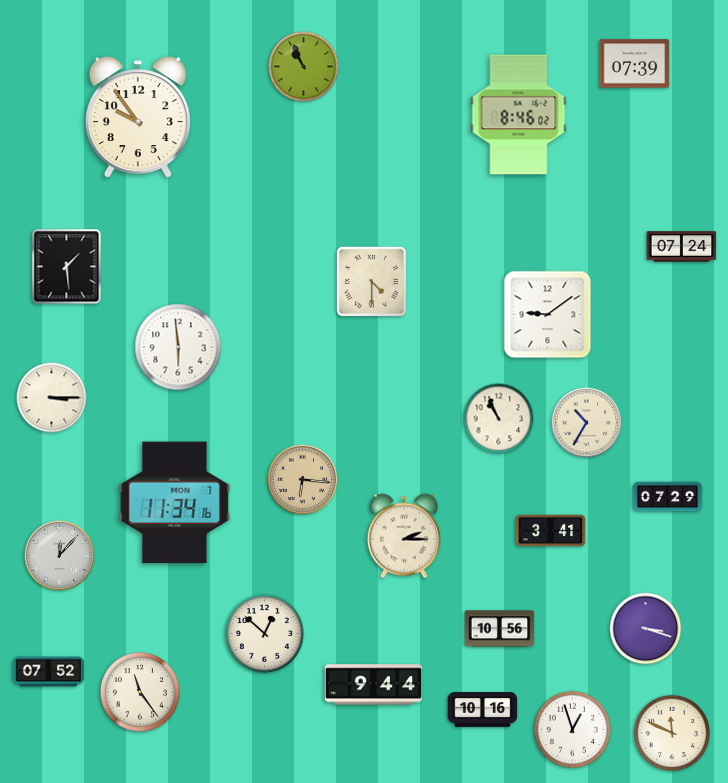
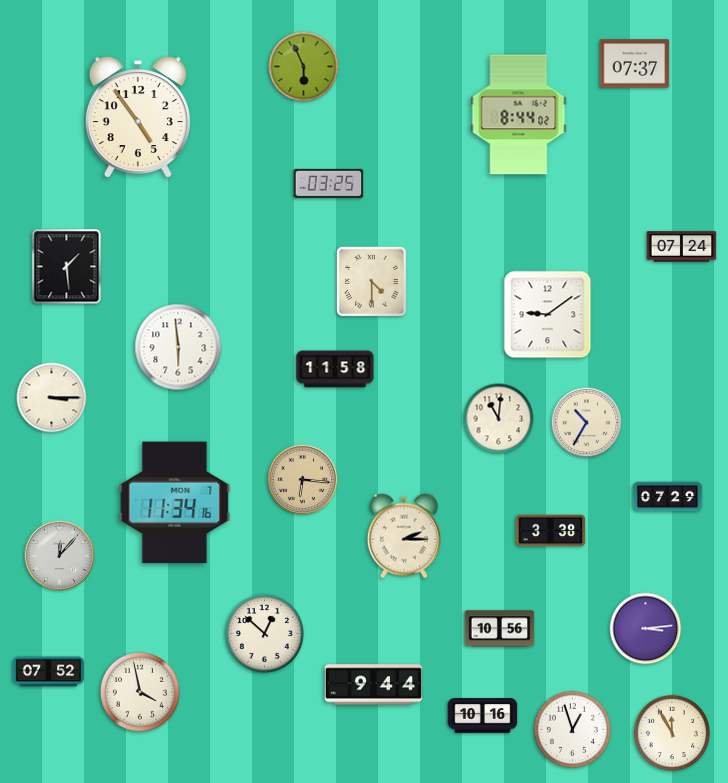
clock at (635, 64): 07:39 -> 07:37
clock at (304, 67): 10:56 -> 5:56
clock at (519, 115): 8:46 -> 8:44
clock at (138, 118): 9:54 -> 4:54
clock at (329, 183): none -> 03:25
clock at (335, 369): none -> 11:58
clock at (499, 419): 10:56 -> 11:01
clock at (551, 531): 3:41 -> 3:38
clock at (646, 629): 3:18 -> 3:14
clock at (140, 692): 11:24 -> 3:58
clock at (483, 710) position: (483, 710) -> (483, 716)
clock at (671, 732): 11:49 -> 11:55
